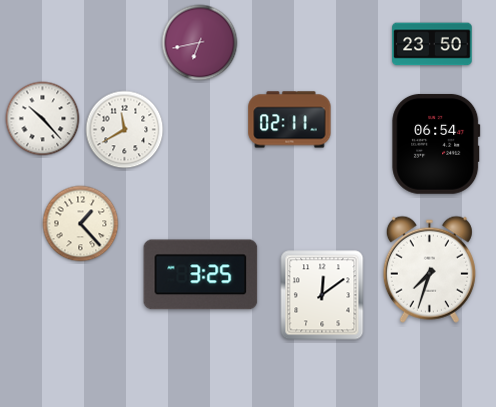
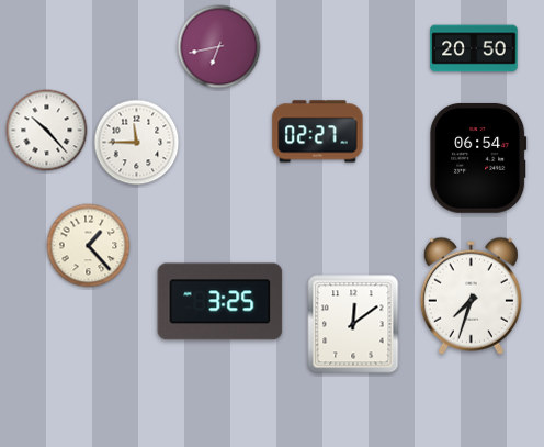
clock at (432, 44): 23:50 -> 20:50
clock at (290, 120): 02:11 -> 02:27
clock at (125, 130): 11:40 -> 11:45
